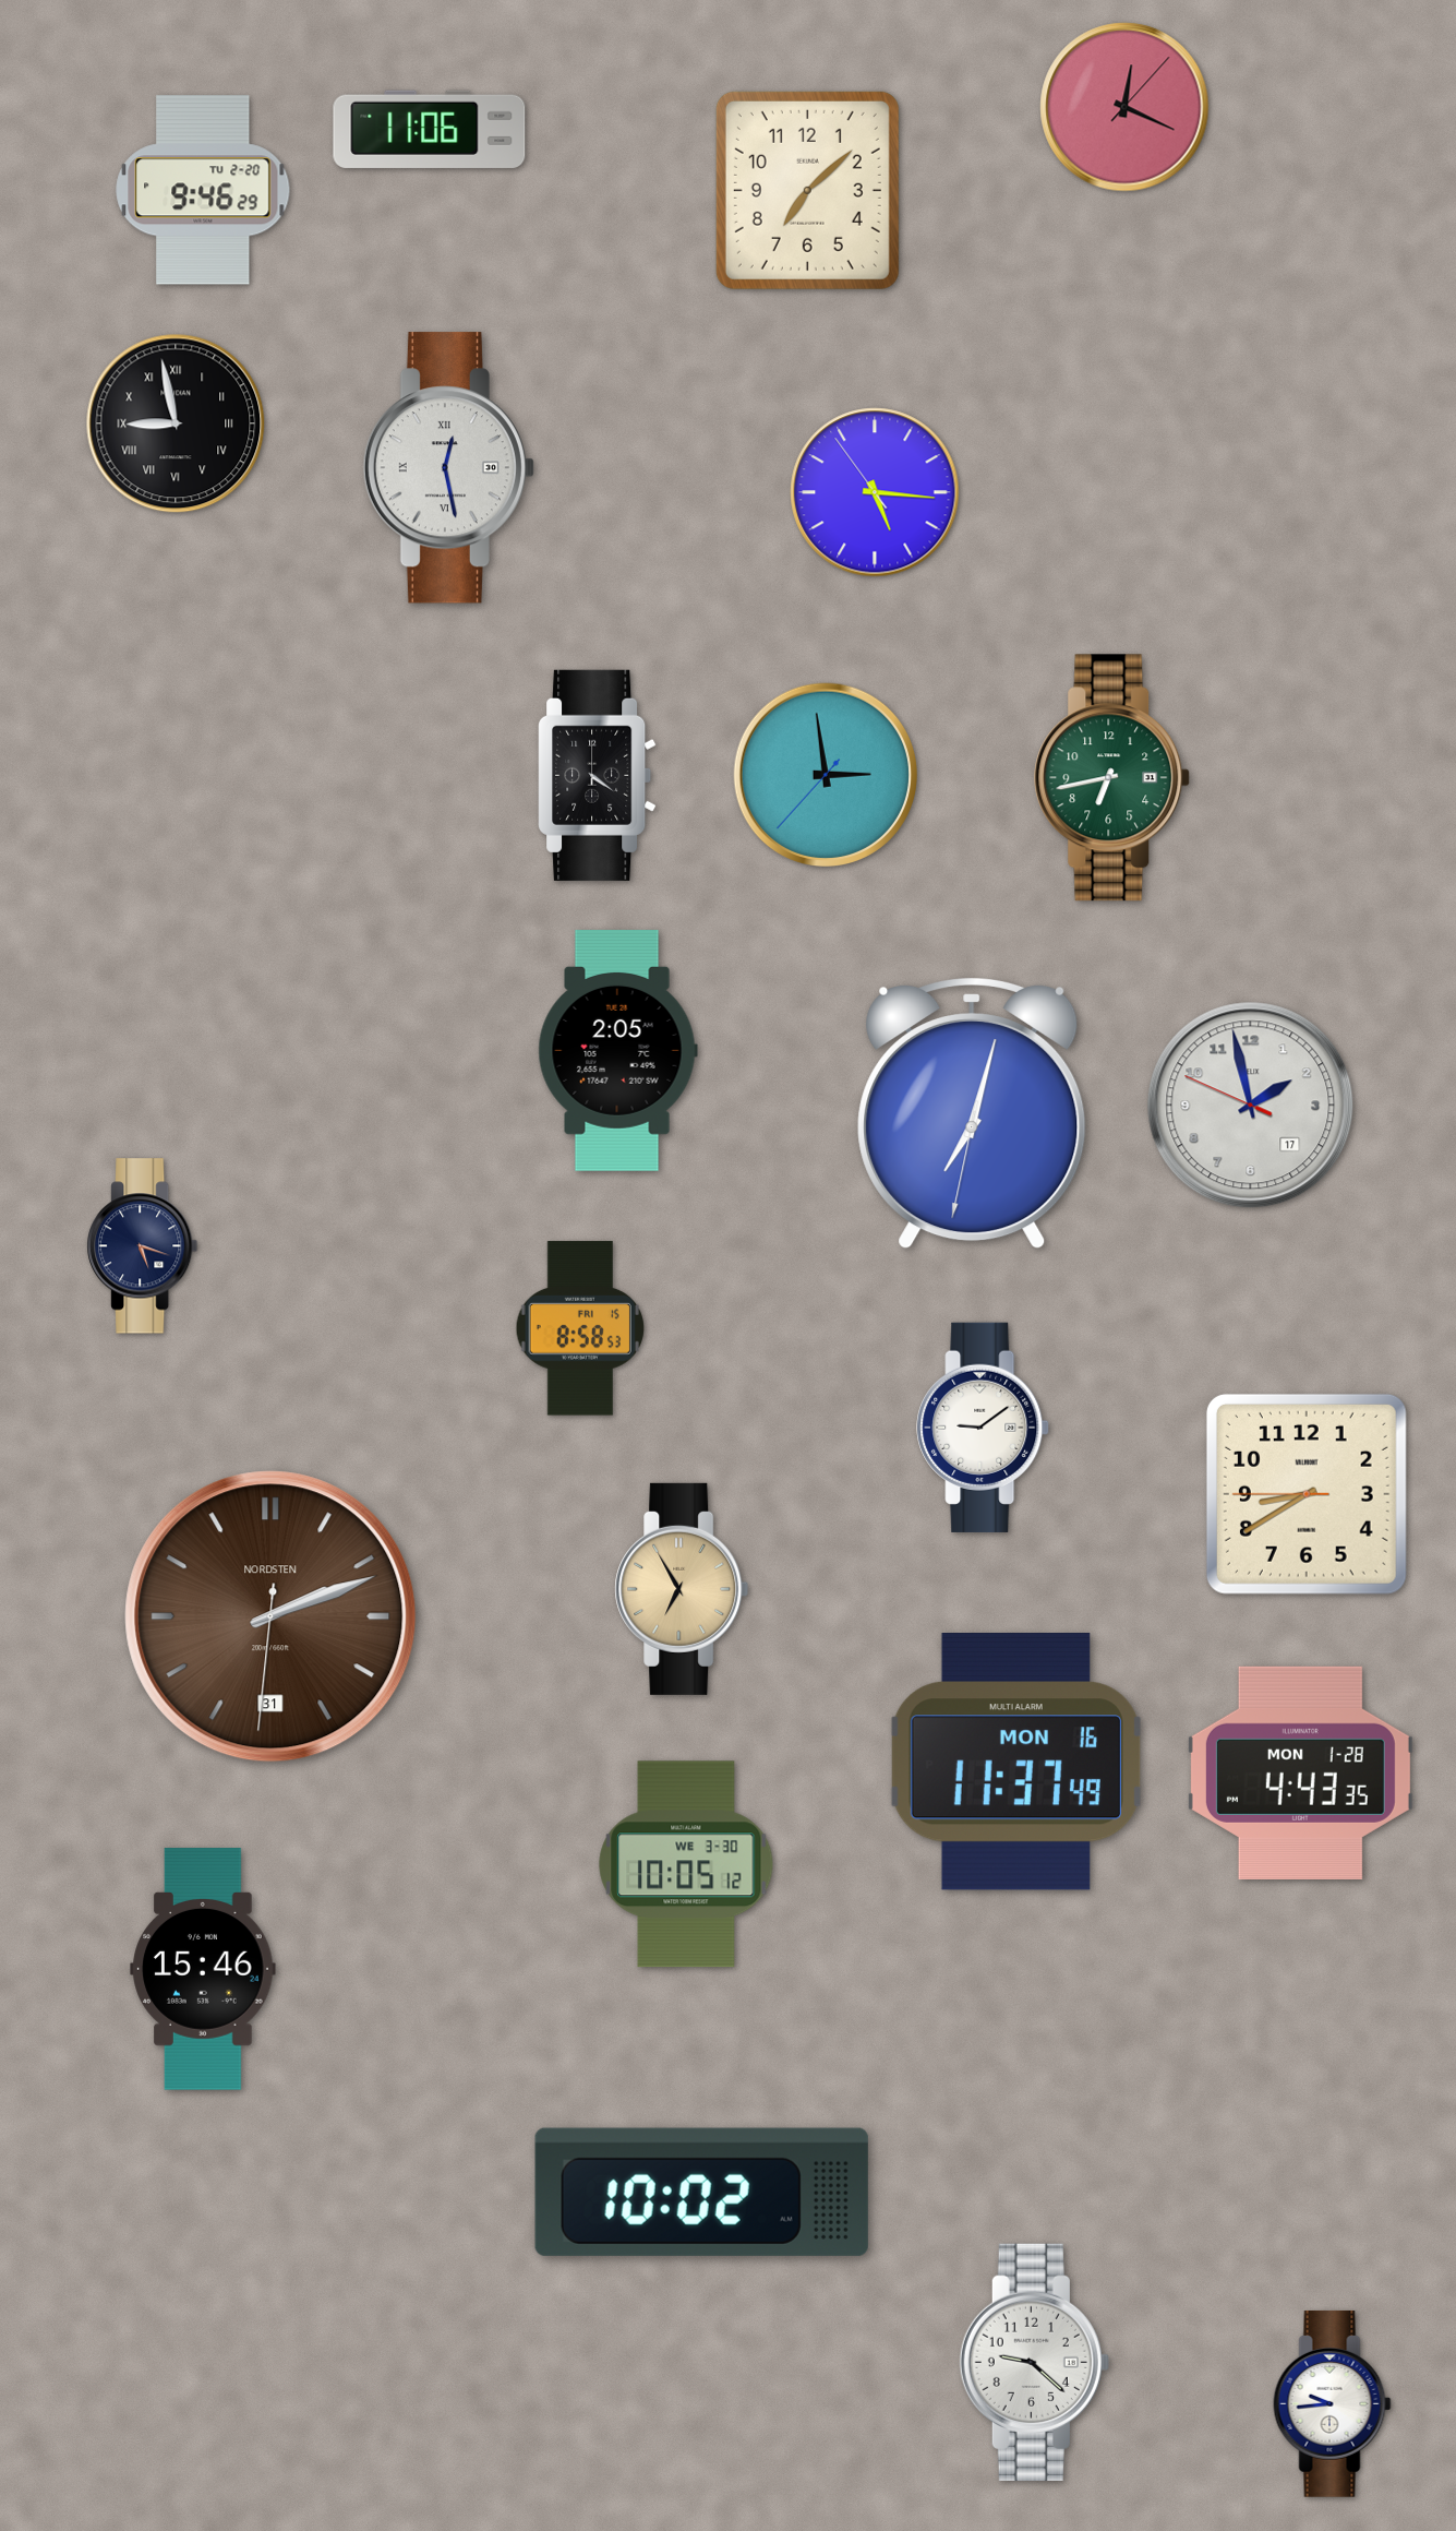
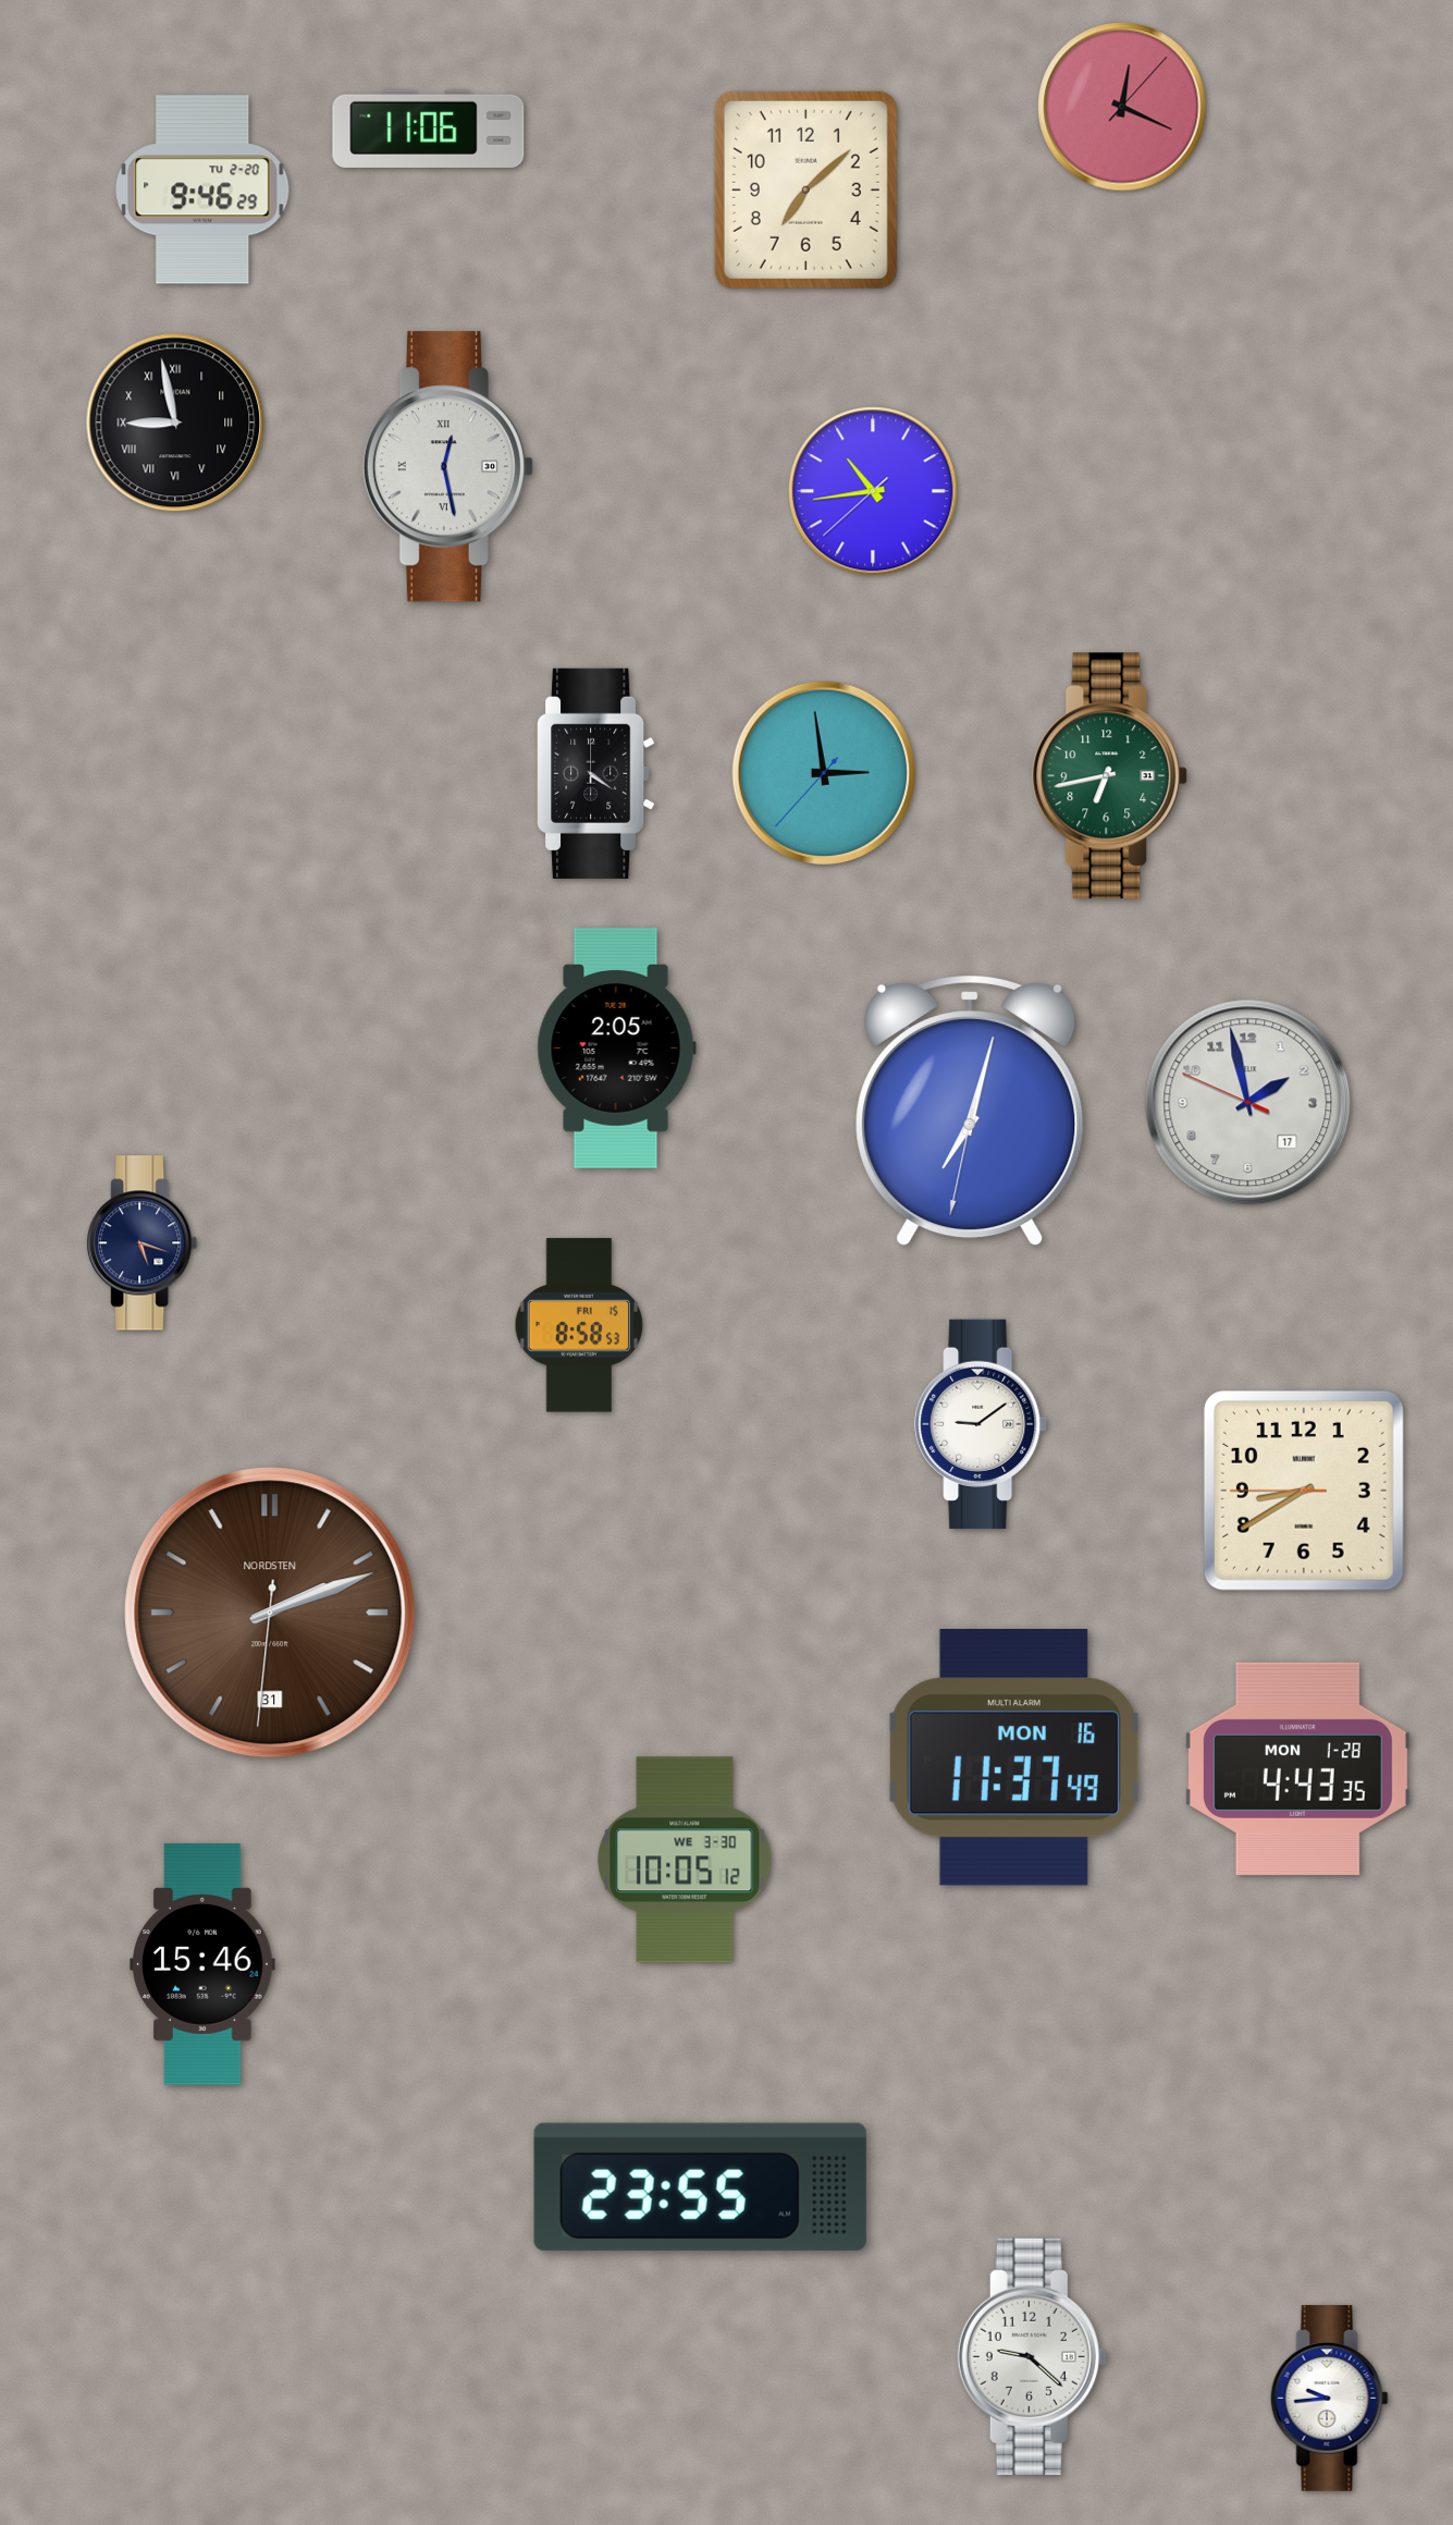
clock at (875, 492): 5:15 -> 10:43
clock at (682, 1589): 6:55 -> none
clock at (701, 2192): 10:02 -> 23:55
